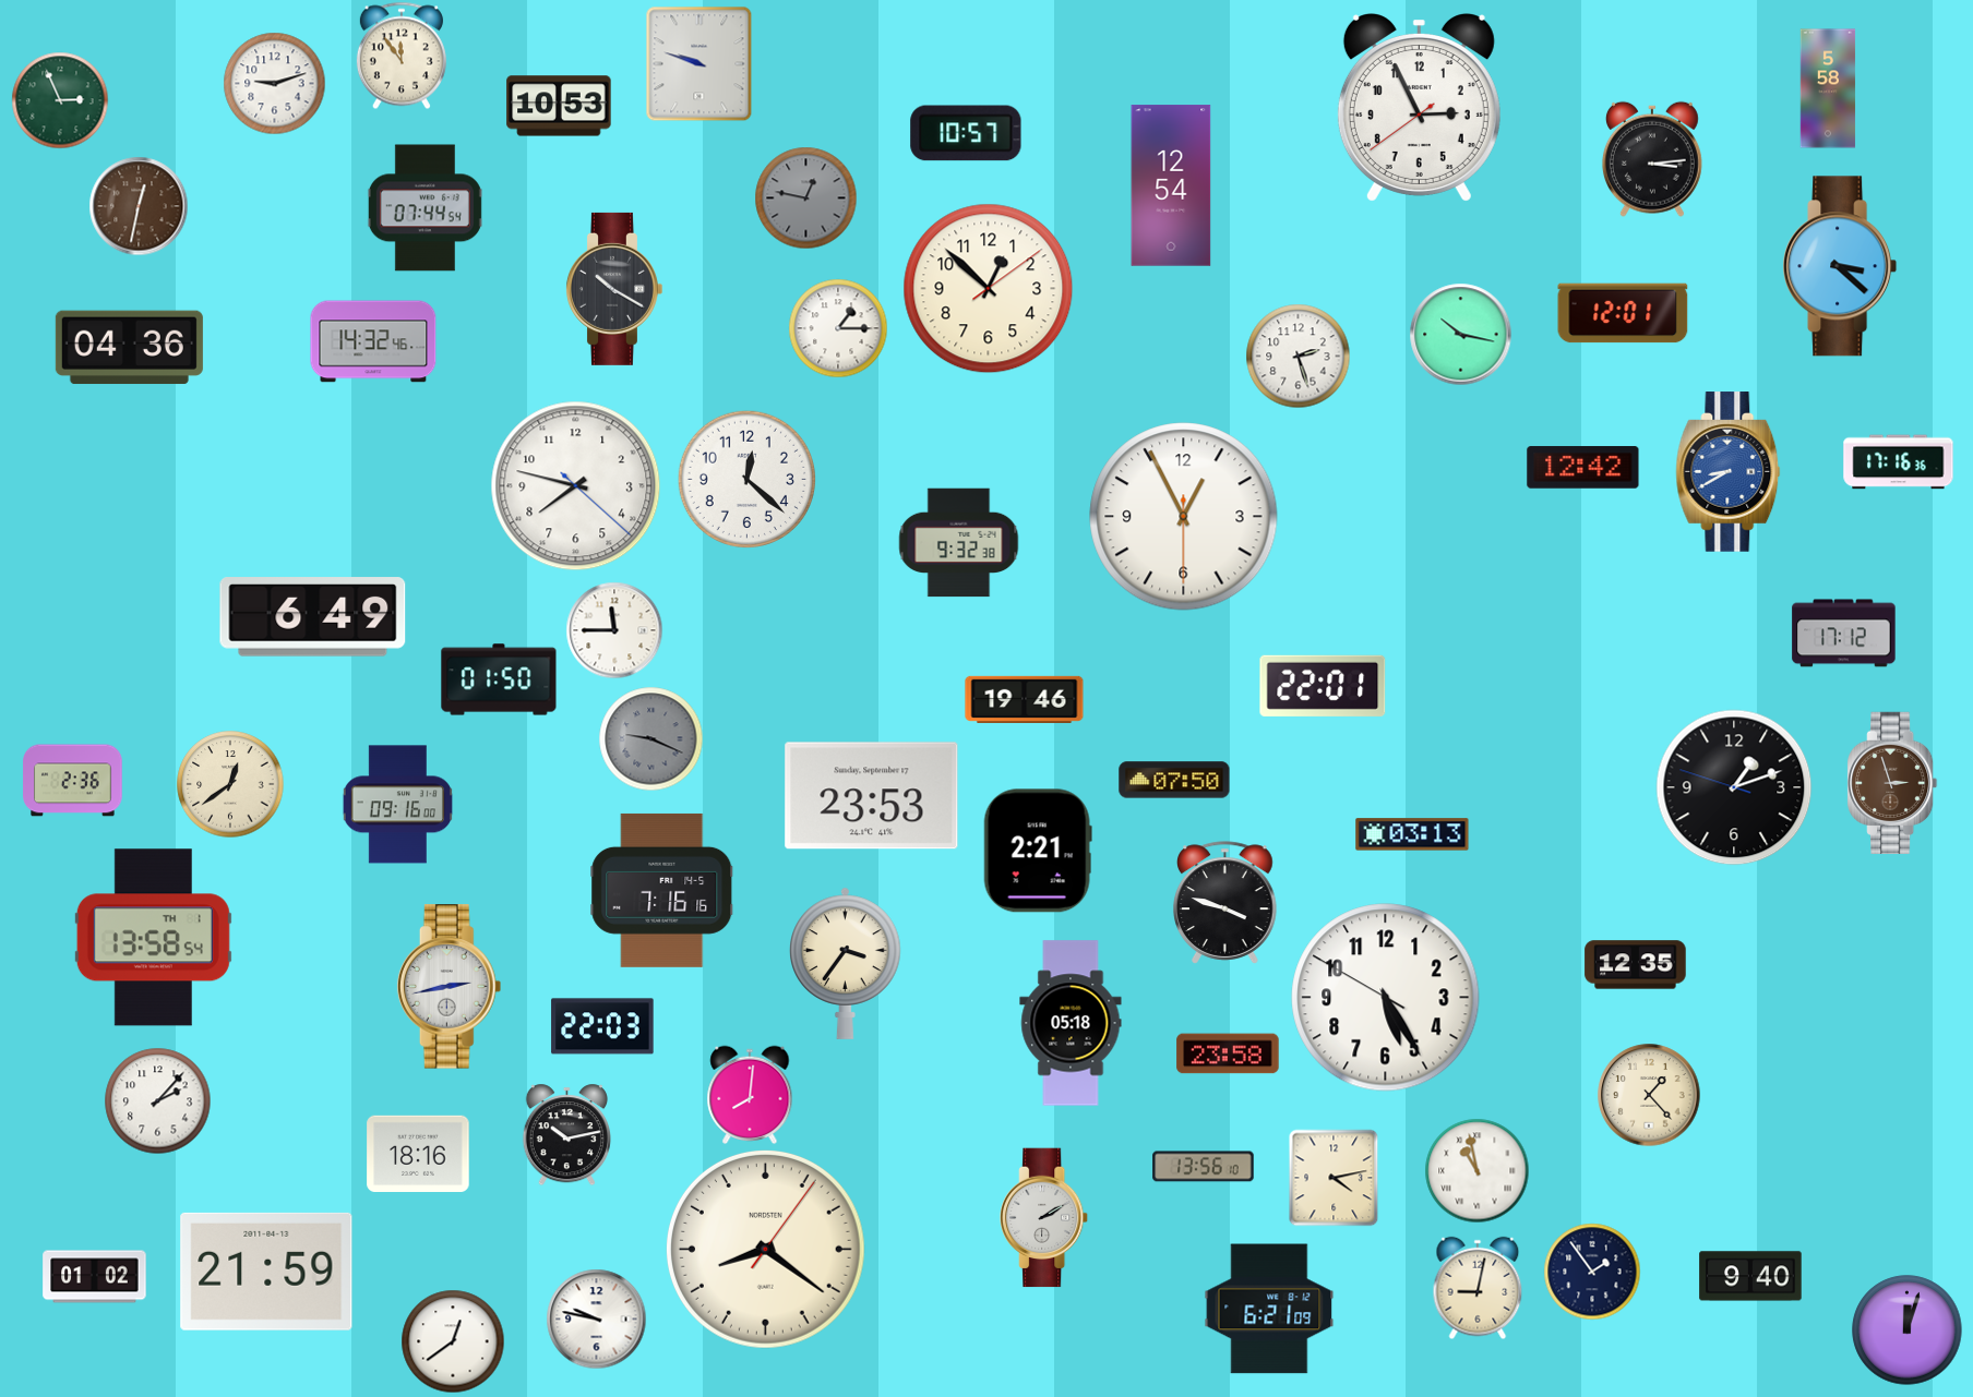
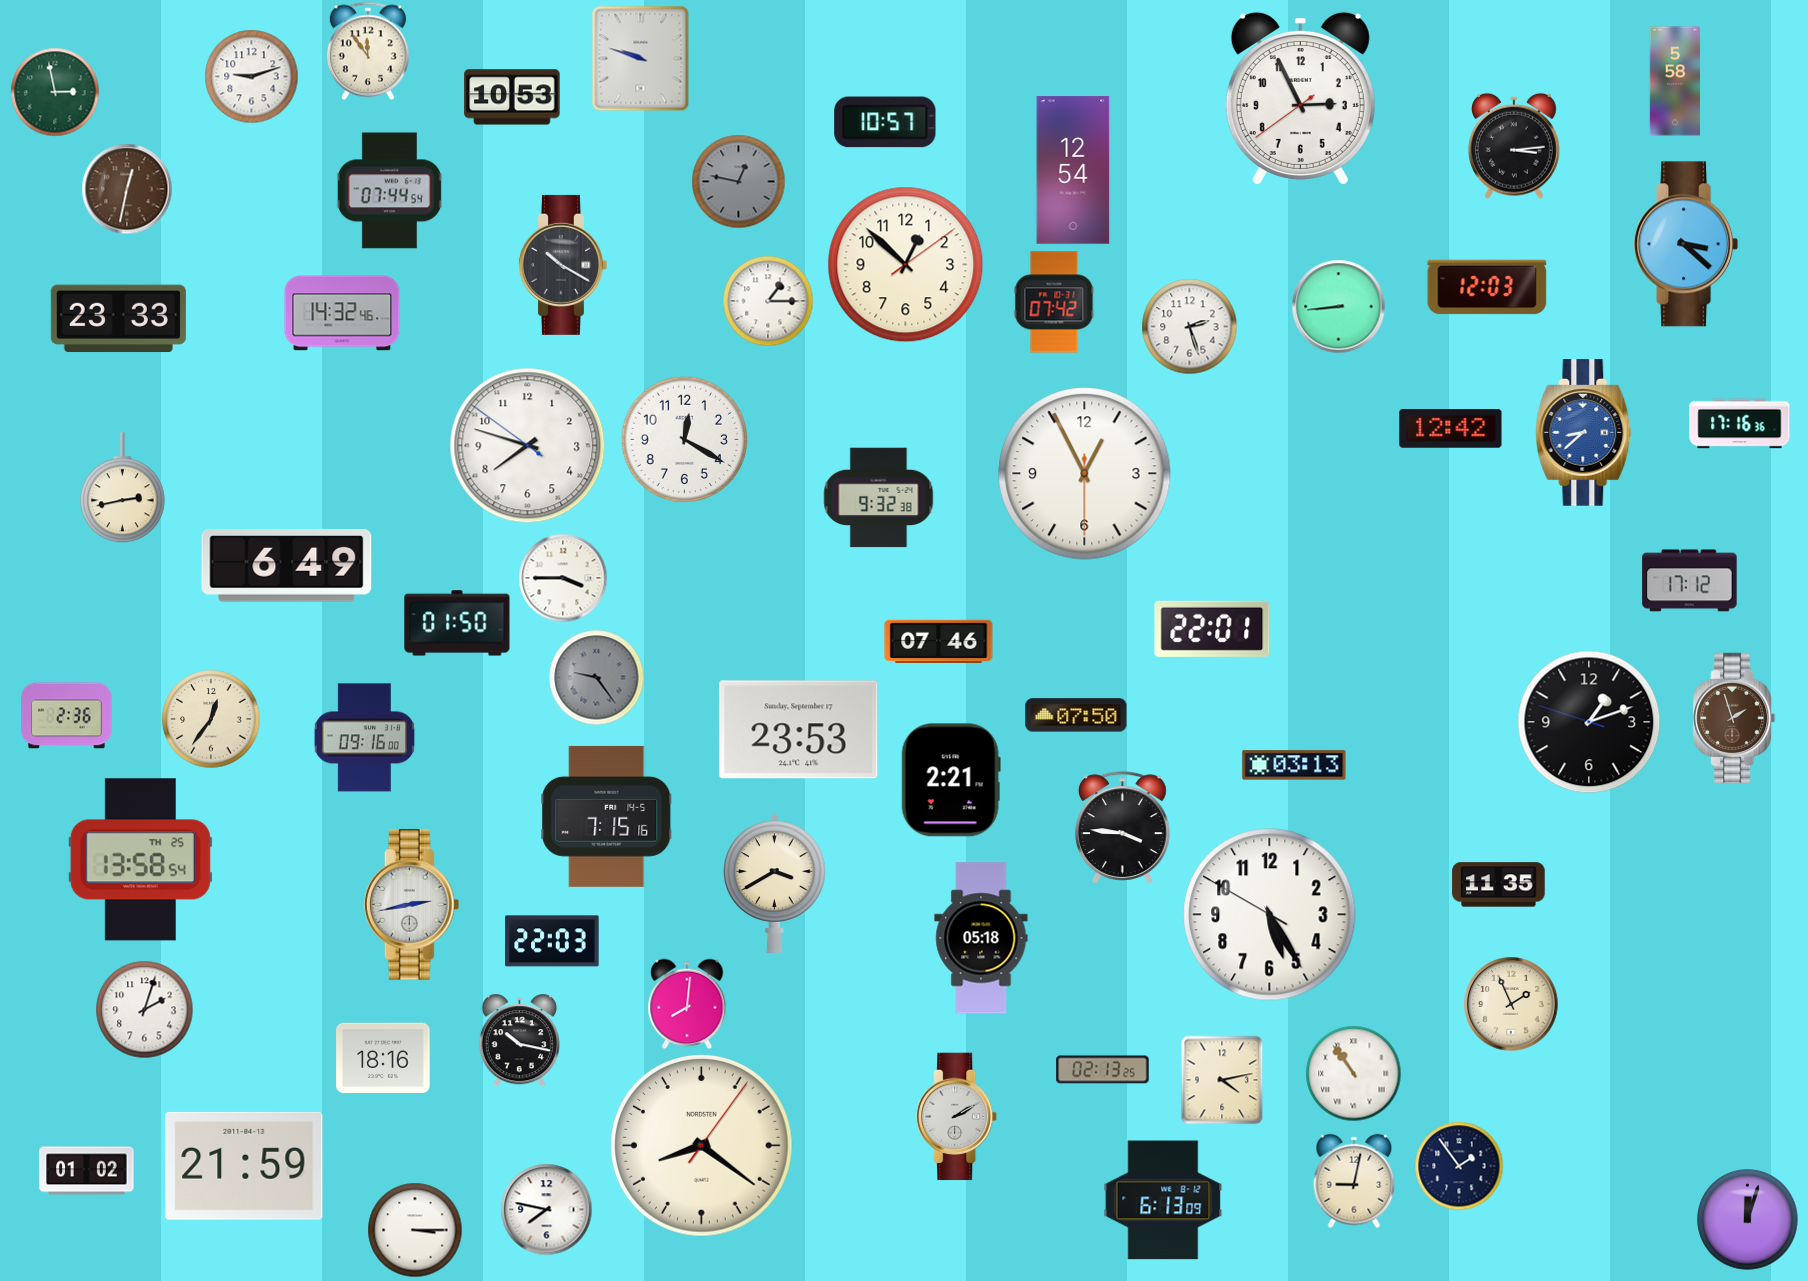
clock at (60, 100): 2:56 -> 2:58
clock at (1623, 313): 12:01 -> 12:03
clock at (1054, 302): none -> 07:42
clock at (1460, 334): 10:17 -> 8:44
clock at (129, 348): 04:36 -> 23:33
clock at (1729, 472): 8:40 -> 8:38
clock at (746, 479): 12:22 -> 12:20
clock at (576, 486): 7:47:22 -> 7:47:51
clock at (122, 488): none -> 2:43
clock at (614, 630): 11:45 -> 3:45
clock at (1025, 699): 19:46 -> 07:46
clock at (650, 738): 9:19 -> 9:24
clock at (1892, 782): 2:57 -> 1:57
clock at (230, 784): 12:39 -> 12:36
clock at (662, 890): 7:16 -> 7:15
clock at (1225, 903): 3:48 -> 3:46
clock at (153, 938) date: TH 1 -> TH 25
clock at (846, 963): 3:36 -> 3:40
clock at (1636, 965): 12:35 -> 11:35
clock at (1228, 1053): 23:58 -> none
clock at (1649, 1095): 1:23 -> 1:56
clock at (157, 1100): 2:07 -> 2:03
clock at (566, 1134): 10:13 -> 10:17
clock at (1204, 1167): 13:56 -> 02:13
clock at (1476, 1170): 10:58 -> 10:54
clock at (1750, 1276): 9:40 -> none
clock at (1269, 1309): 6:21 -> 6:13
clock at (596, 1318): 9:47 -> 7:47
clock at (453, 1341): 12:39 -> 3:15
